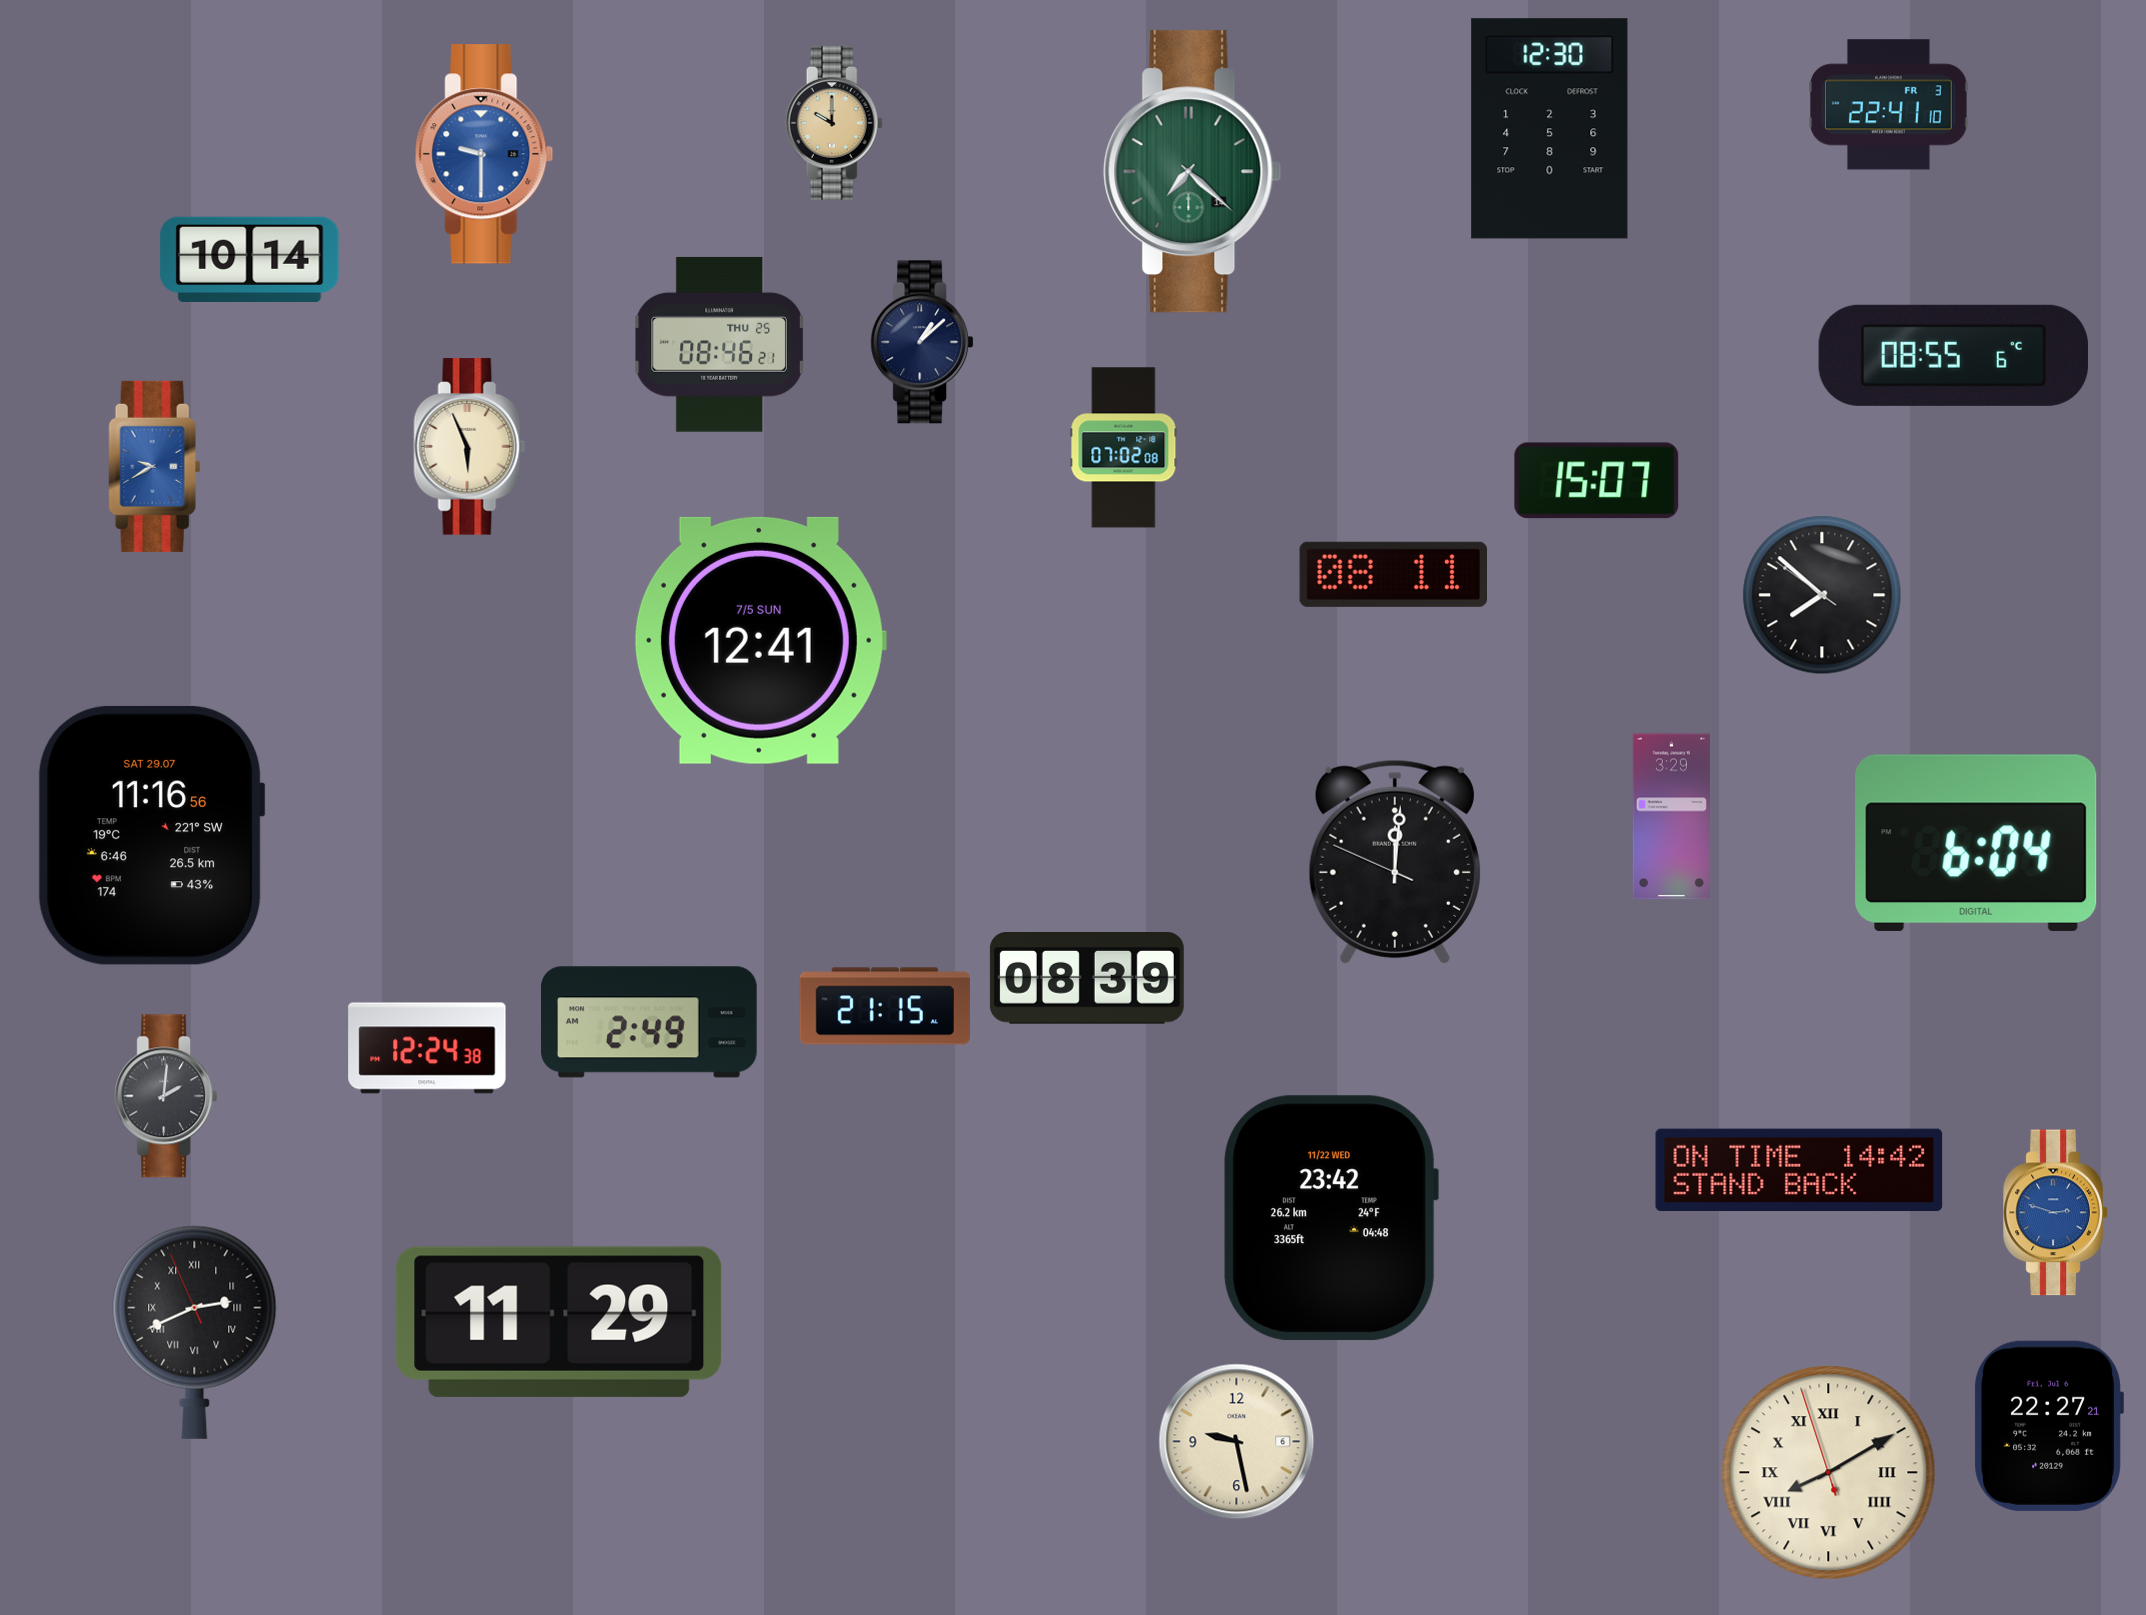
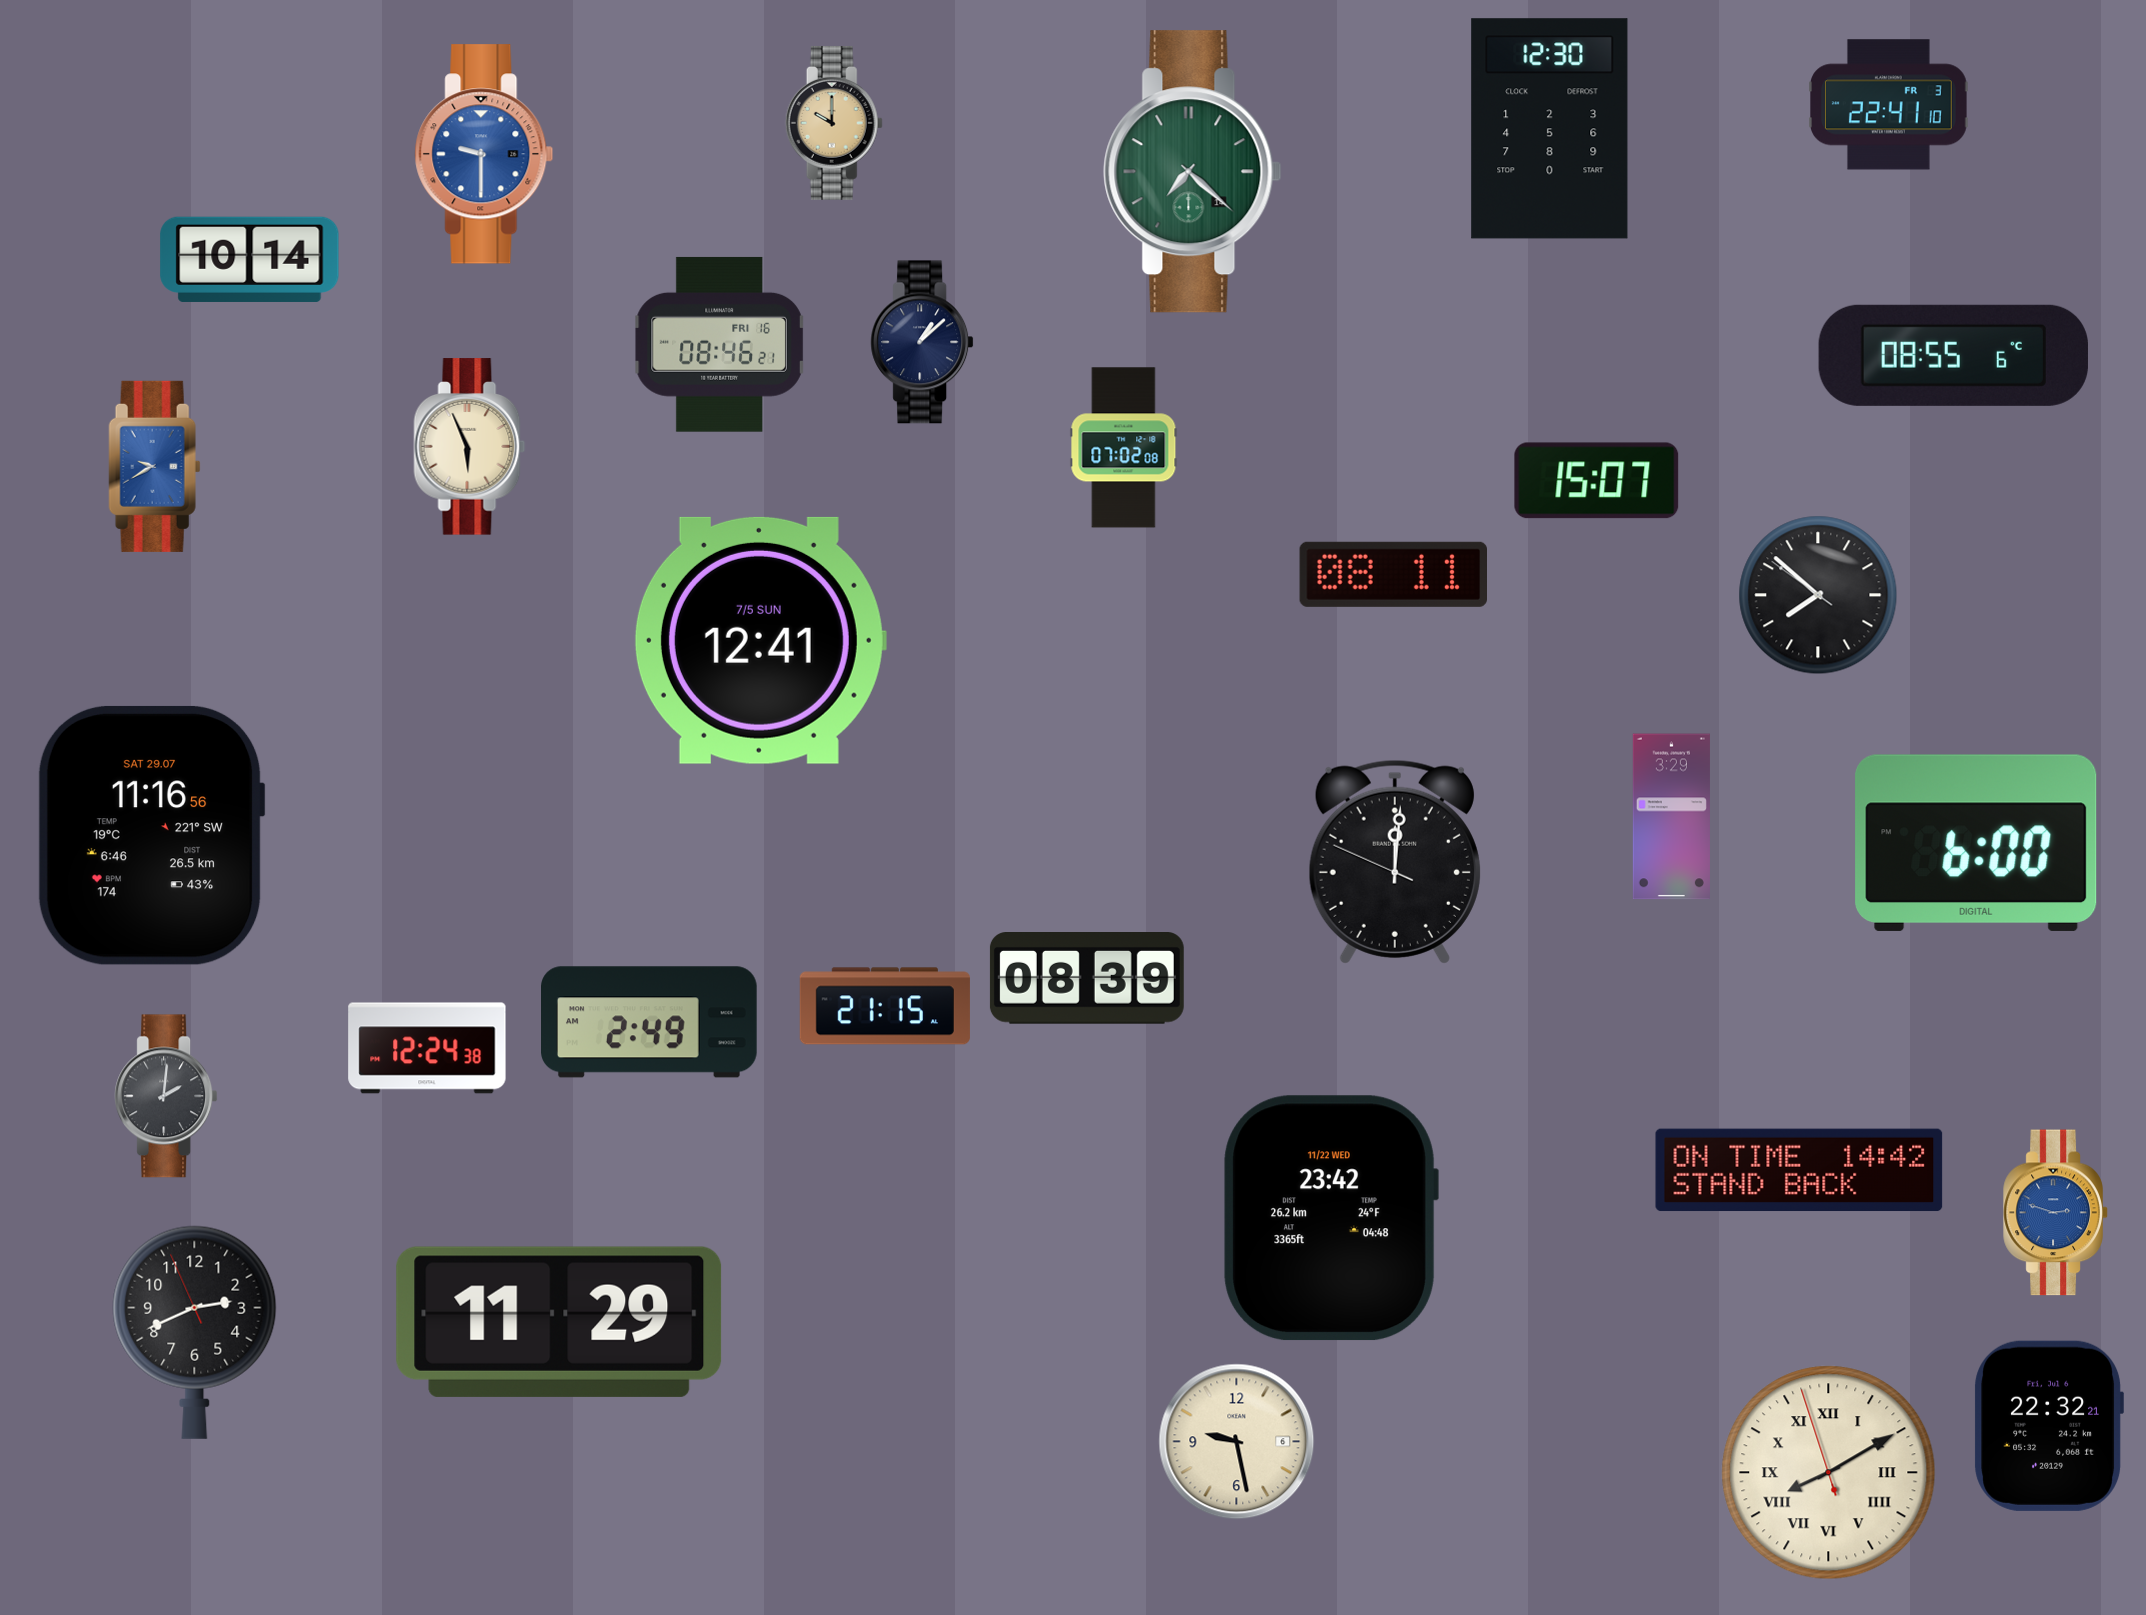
clock at (719, 344) date: THU 25 -> FRI 16
clock at (1822, 595) position: (1822, 595) -> (1818, 595)
clock at (1976, 843): 6:04 -> 6:00
clock at (195, 1332) numerals: Roman -> Arabic
clock at (2049, 1426): 22:27 -> 22:32
